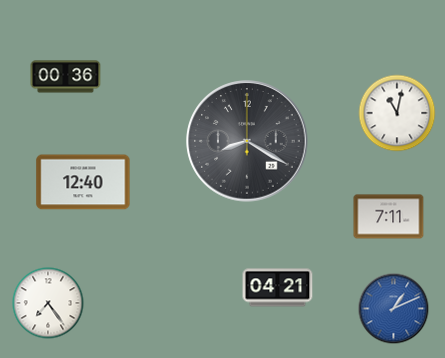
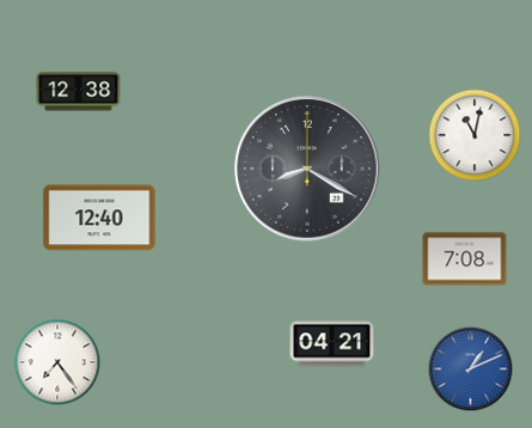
clock at (66, 77): 00:36 -> 12:38
clock at (247, 141) position: (247, 141) -> (307, 169)
clock at (389, 217): 7:11 -> 7:08
